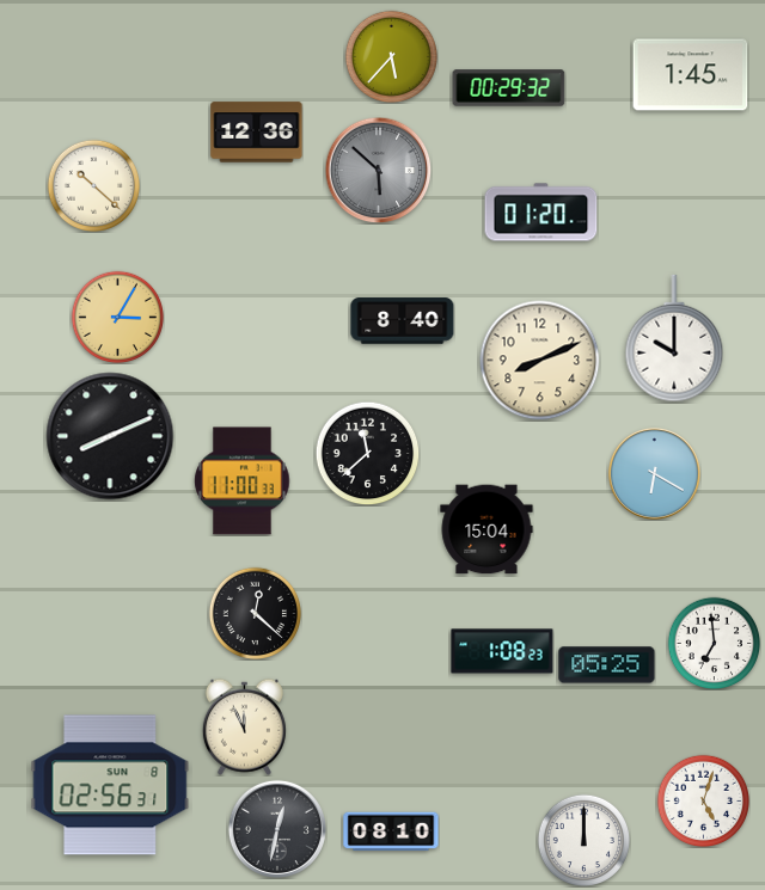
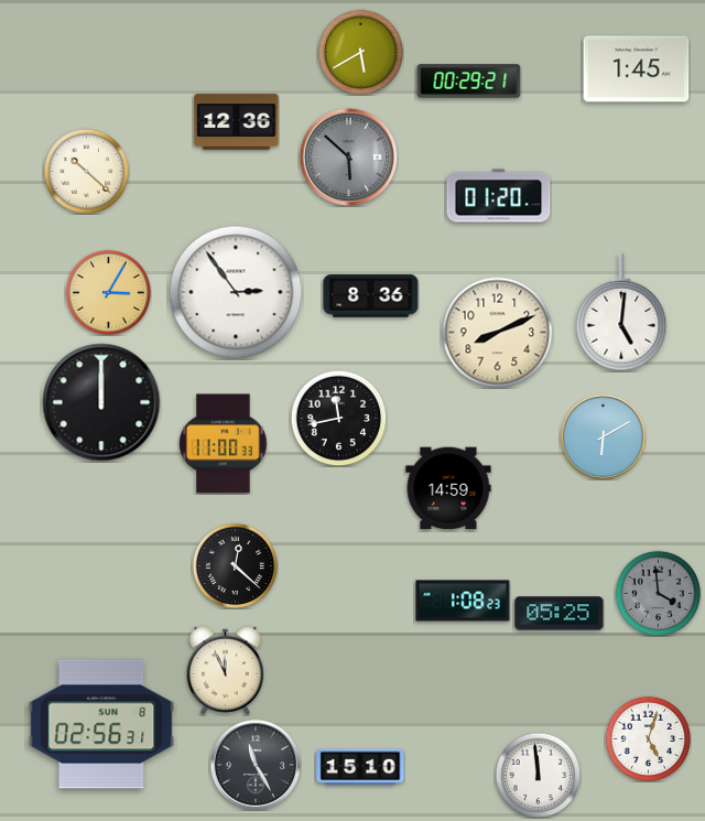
clock at (391, 56): 5:37 -> 5:40
clock at (509, 88): 00:29:32 -> 00:29:21
clock at (236, 292): none -> 2:54
clock at (403, 321): 8:40 -> 8:36
clock at (674, 338): 10:00 -> 5:01
clock at (110, 436): 8:11 -> 12:00
clock at (367, 453): 11:38 -> 11:43
clock at (654, 473): 6:20 -> 6:10
clock at (486, 529): 15:04 -> 14:59
clock at (714, 643): 6:59 -> 3:59
clock at (714, 643) dial: white -> grey
clock at (277, 829): 12:32 -> 11:25
clock at (391, 831): 08:10 -> 15:10
clock at (583, 840): 12:00 -> 11:59
